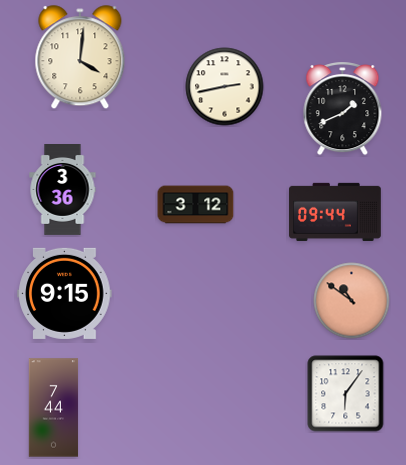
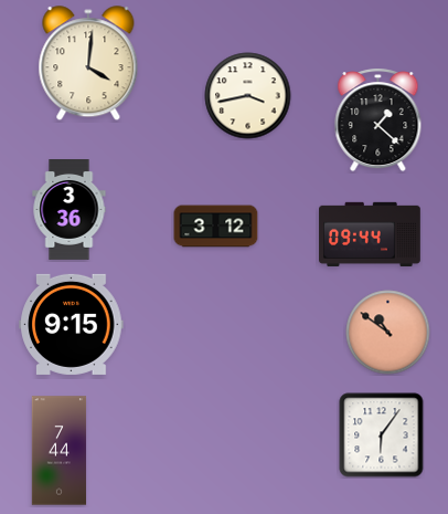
clock at (225, 87): 2:43 -> 3:43
clock at (343, 109): 1:41 -> 1:22
